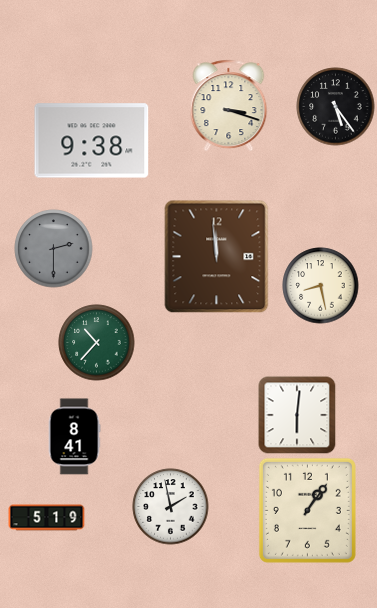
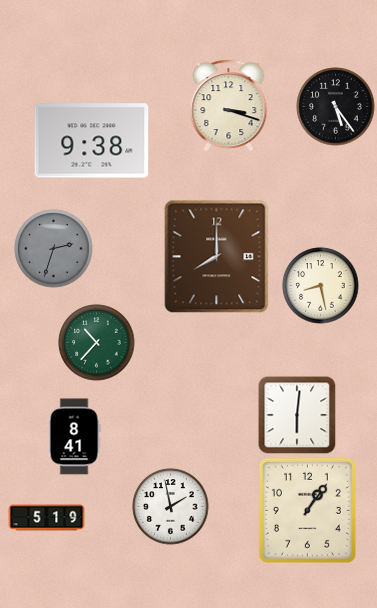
clock at (54, 249): 2:30 -> 2:33
clock at (217, 257): 11:59 -> 8:00
